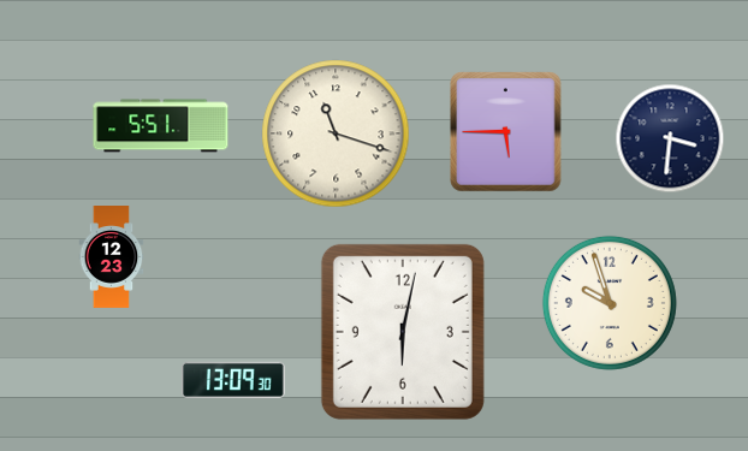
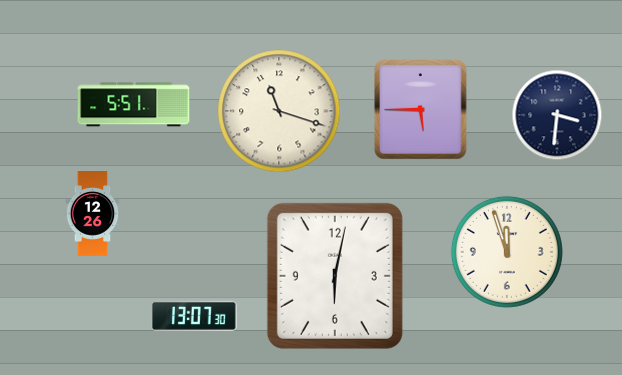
clock at (112, 257): 12:23 -> 12:26
clock at (610, 303): 9:57 -> 11:57
clock at (233, 380): 13:09 -> 13:07
